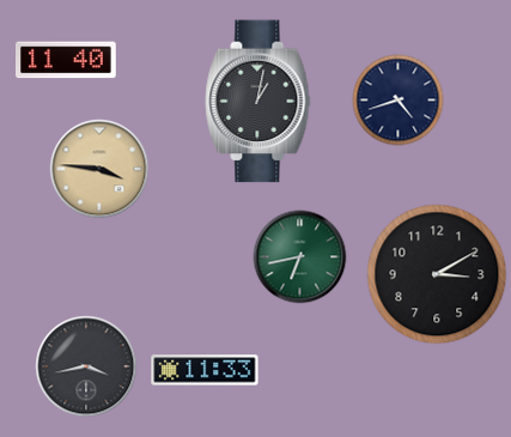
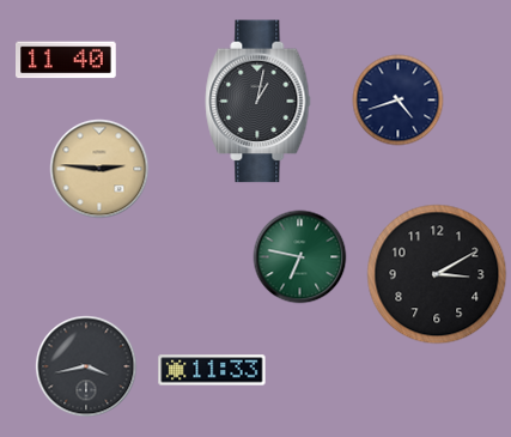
clock at (99, 169): 3:46 -> 2:46
clock at (300, 257): 6:43 -> 6:47
clock at (205, 370) position: (205, 370) -> (212, 370)
